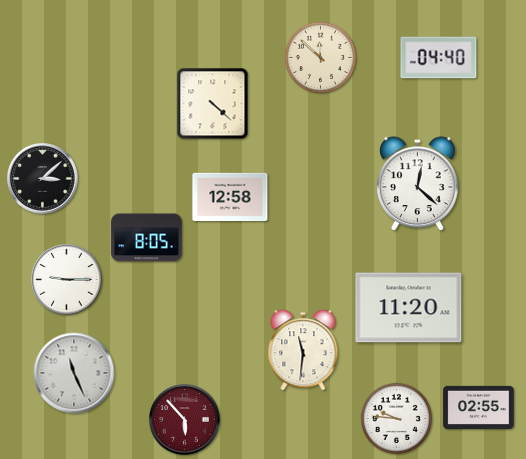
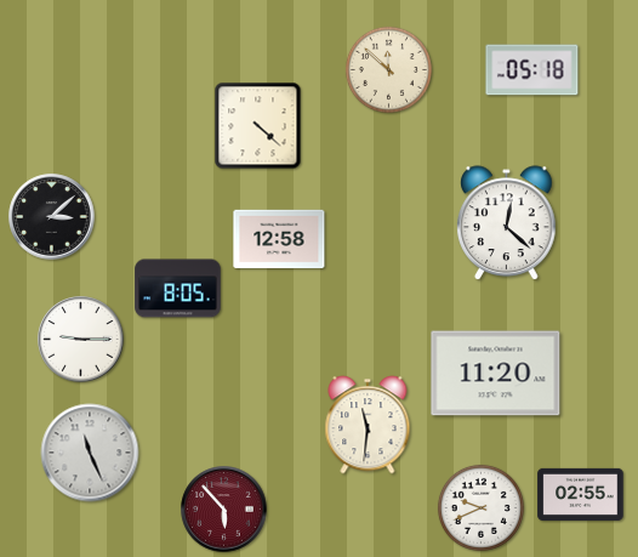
clock at (439, 58): 04:40 -> 05:18
clock at (396, 418): 9:46 -> 9:41
